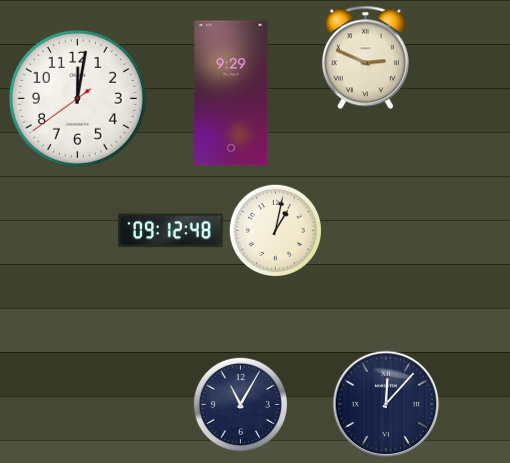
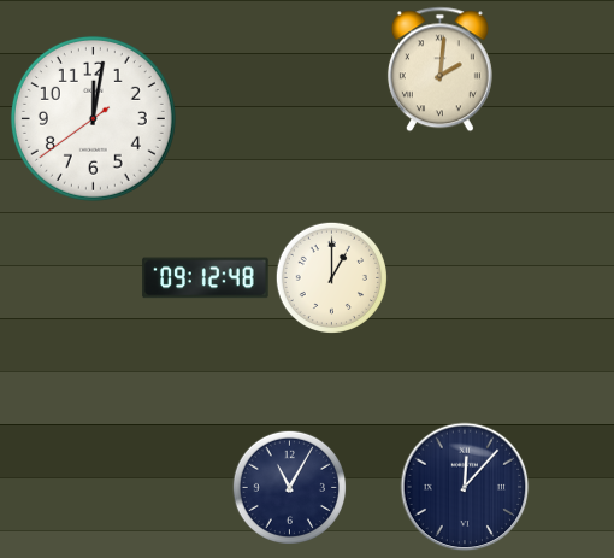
clock at (365, 58): 2:49 -> 2:01
clock at (231, 93): 9:29 -> none
clock at (275, 230): 1:02 -> 1:00
